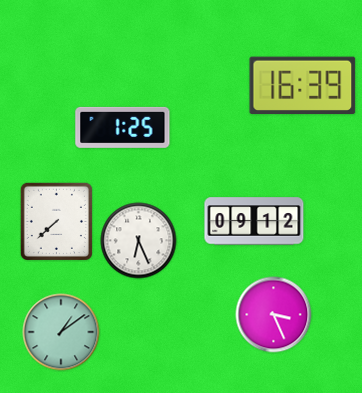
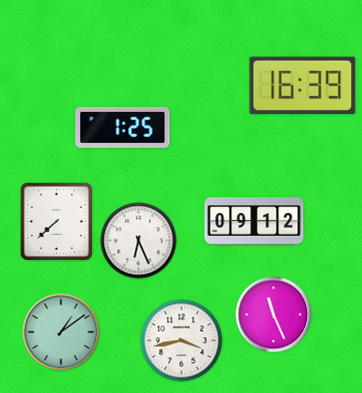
clock at (274, 315): 3:26 -> 11:26
clock at (182, 341): none -> 3:43
